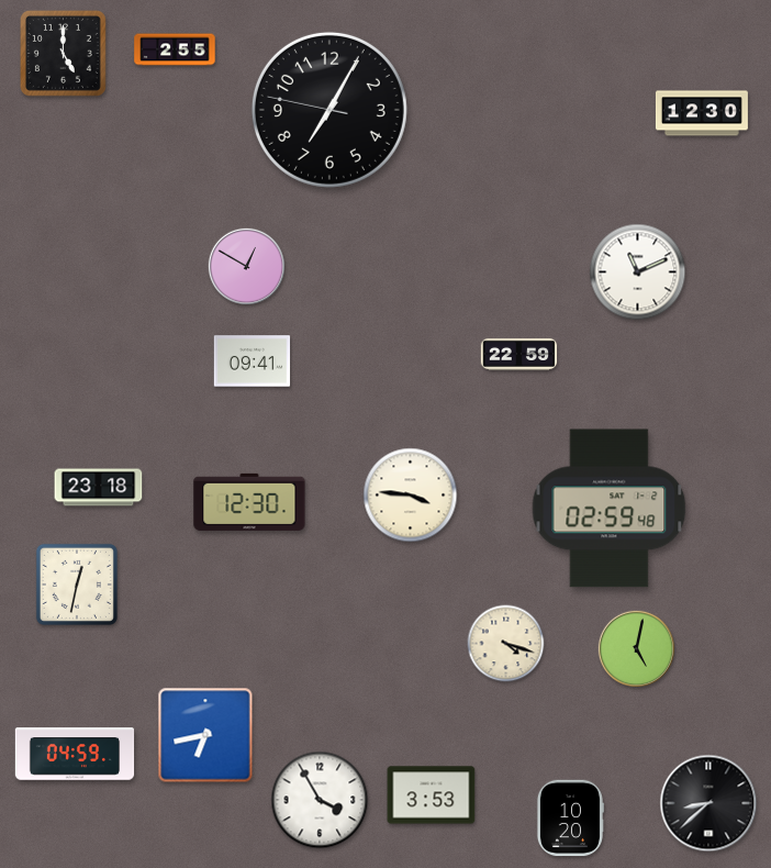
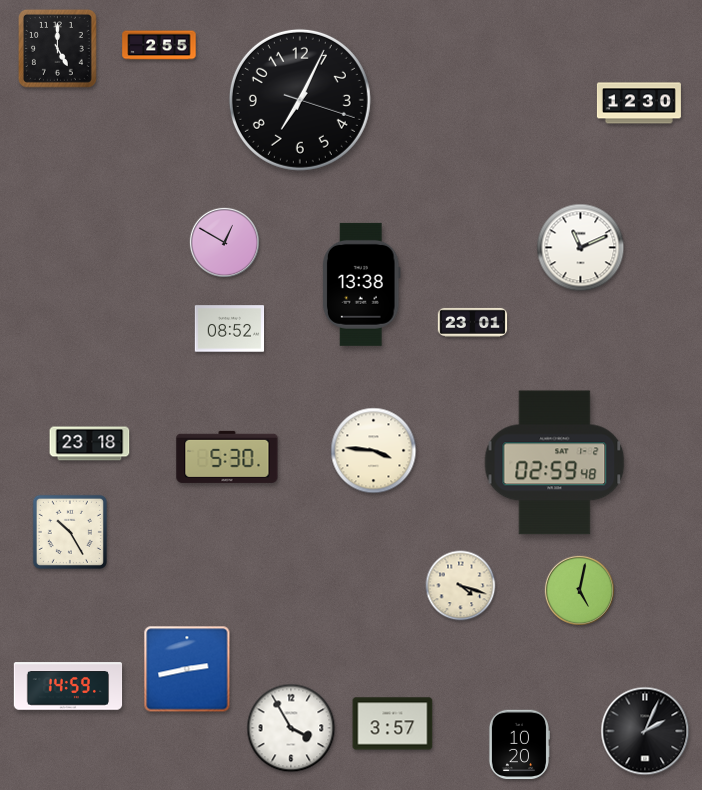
clock at (329, 110): 7:04:47 -> 7:04:18
clock at (361, 284): none -> 13:38
clock at (519, 354): 22:59 -> 23:01
clock at (253, 361): 09:41 -> 08:52
clock at (249, 502): 12:30 -> 5:30
clock at (77, 585): 12:32 -> 10:25
clock at (205, 735): 6:43 -> 2:43
clock at (75, 754): 04:59 -> 14:59
clock at (432, 795): 3:53 -> 3:57
clock at (708, 803): 8:38 -> 2:04
